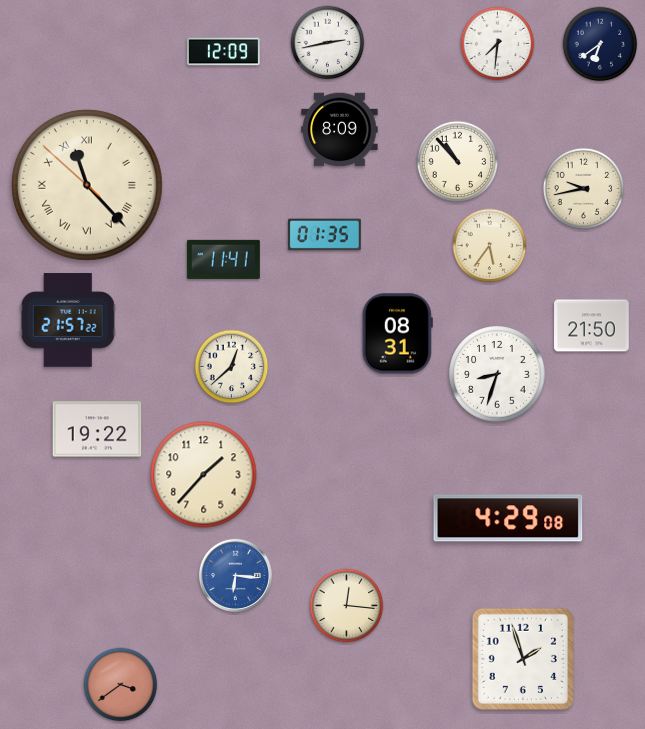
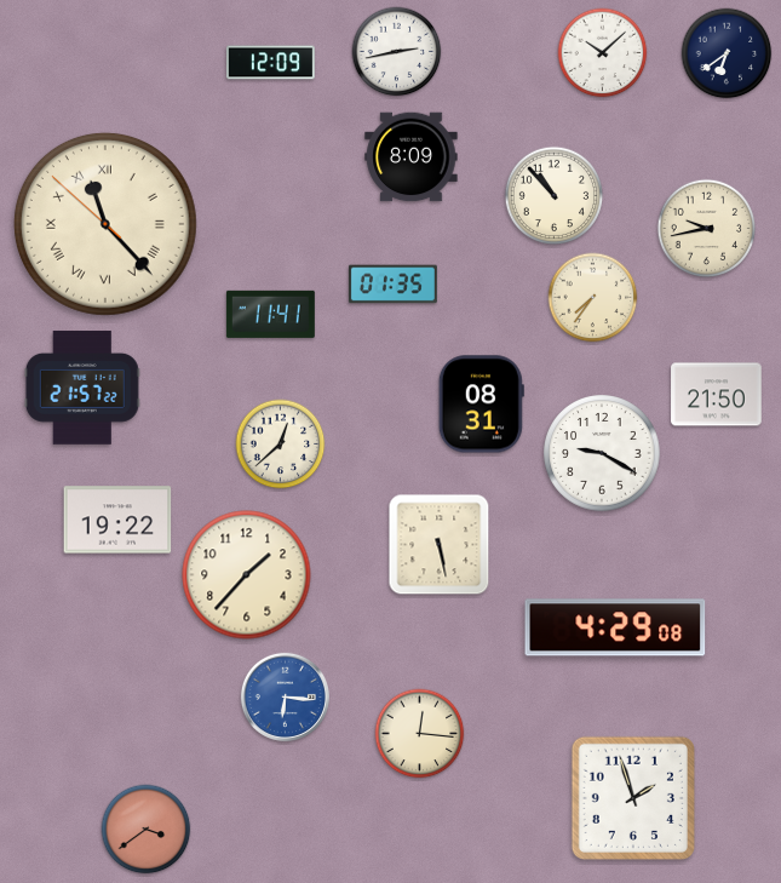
clock at (498, 44): 7:31 -> 10:08
clock at (490, 246): 5:36 -> 7:36
clock at (497, 374): 8:33 -> 9:20
clock at (440, 545): none -> 5:28
